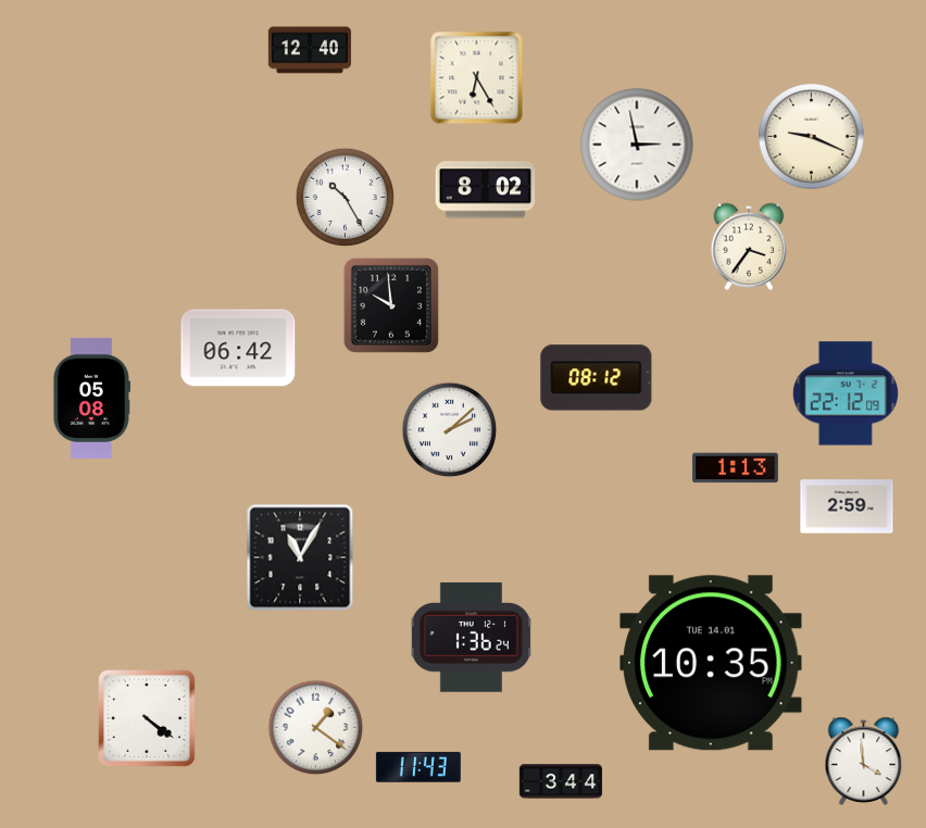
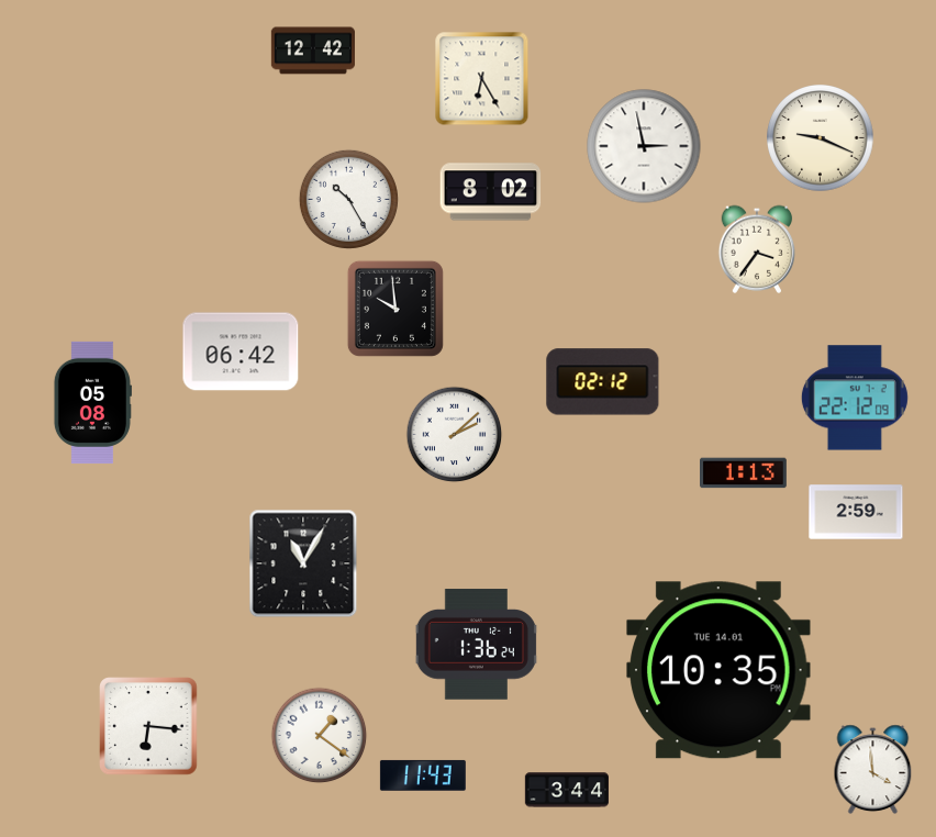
clock at (310, 50): 12:40 -> 12:42
clock at (597, 378): 08:12 -> 02:12
clock at (147, 718): 4:21 -> 6:16
